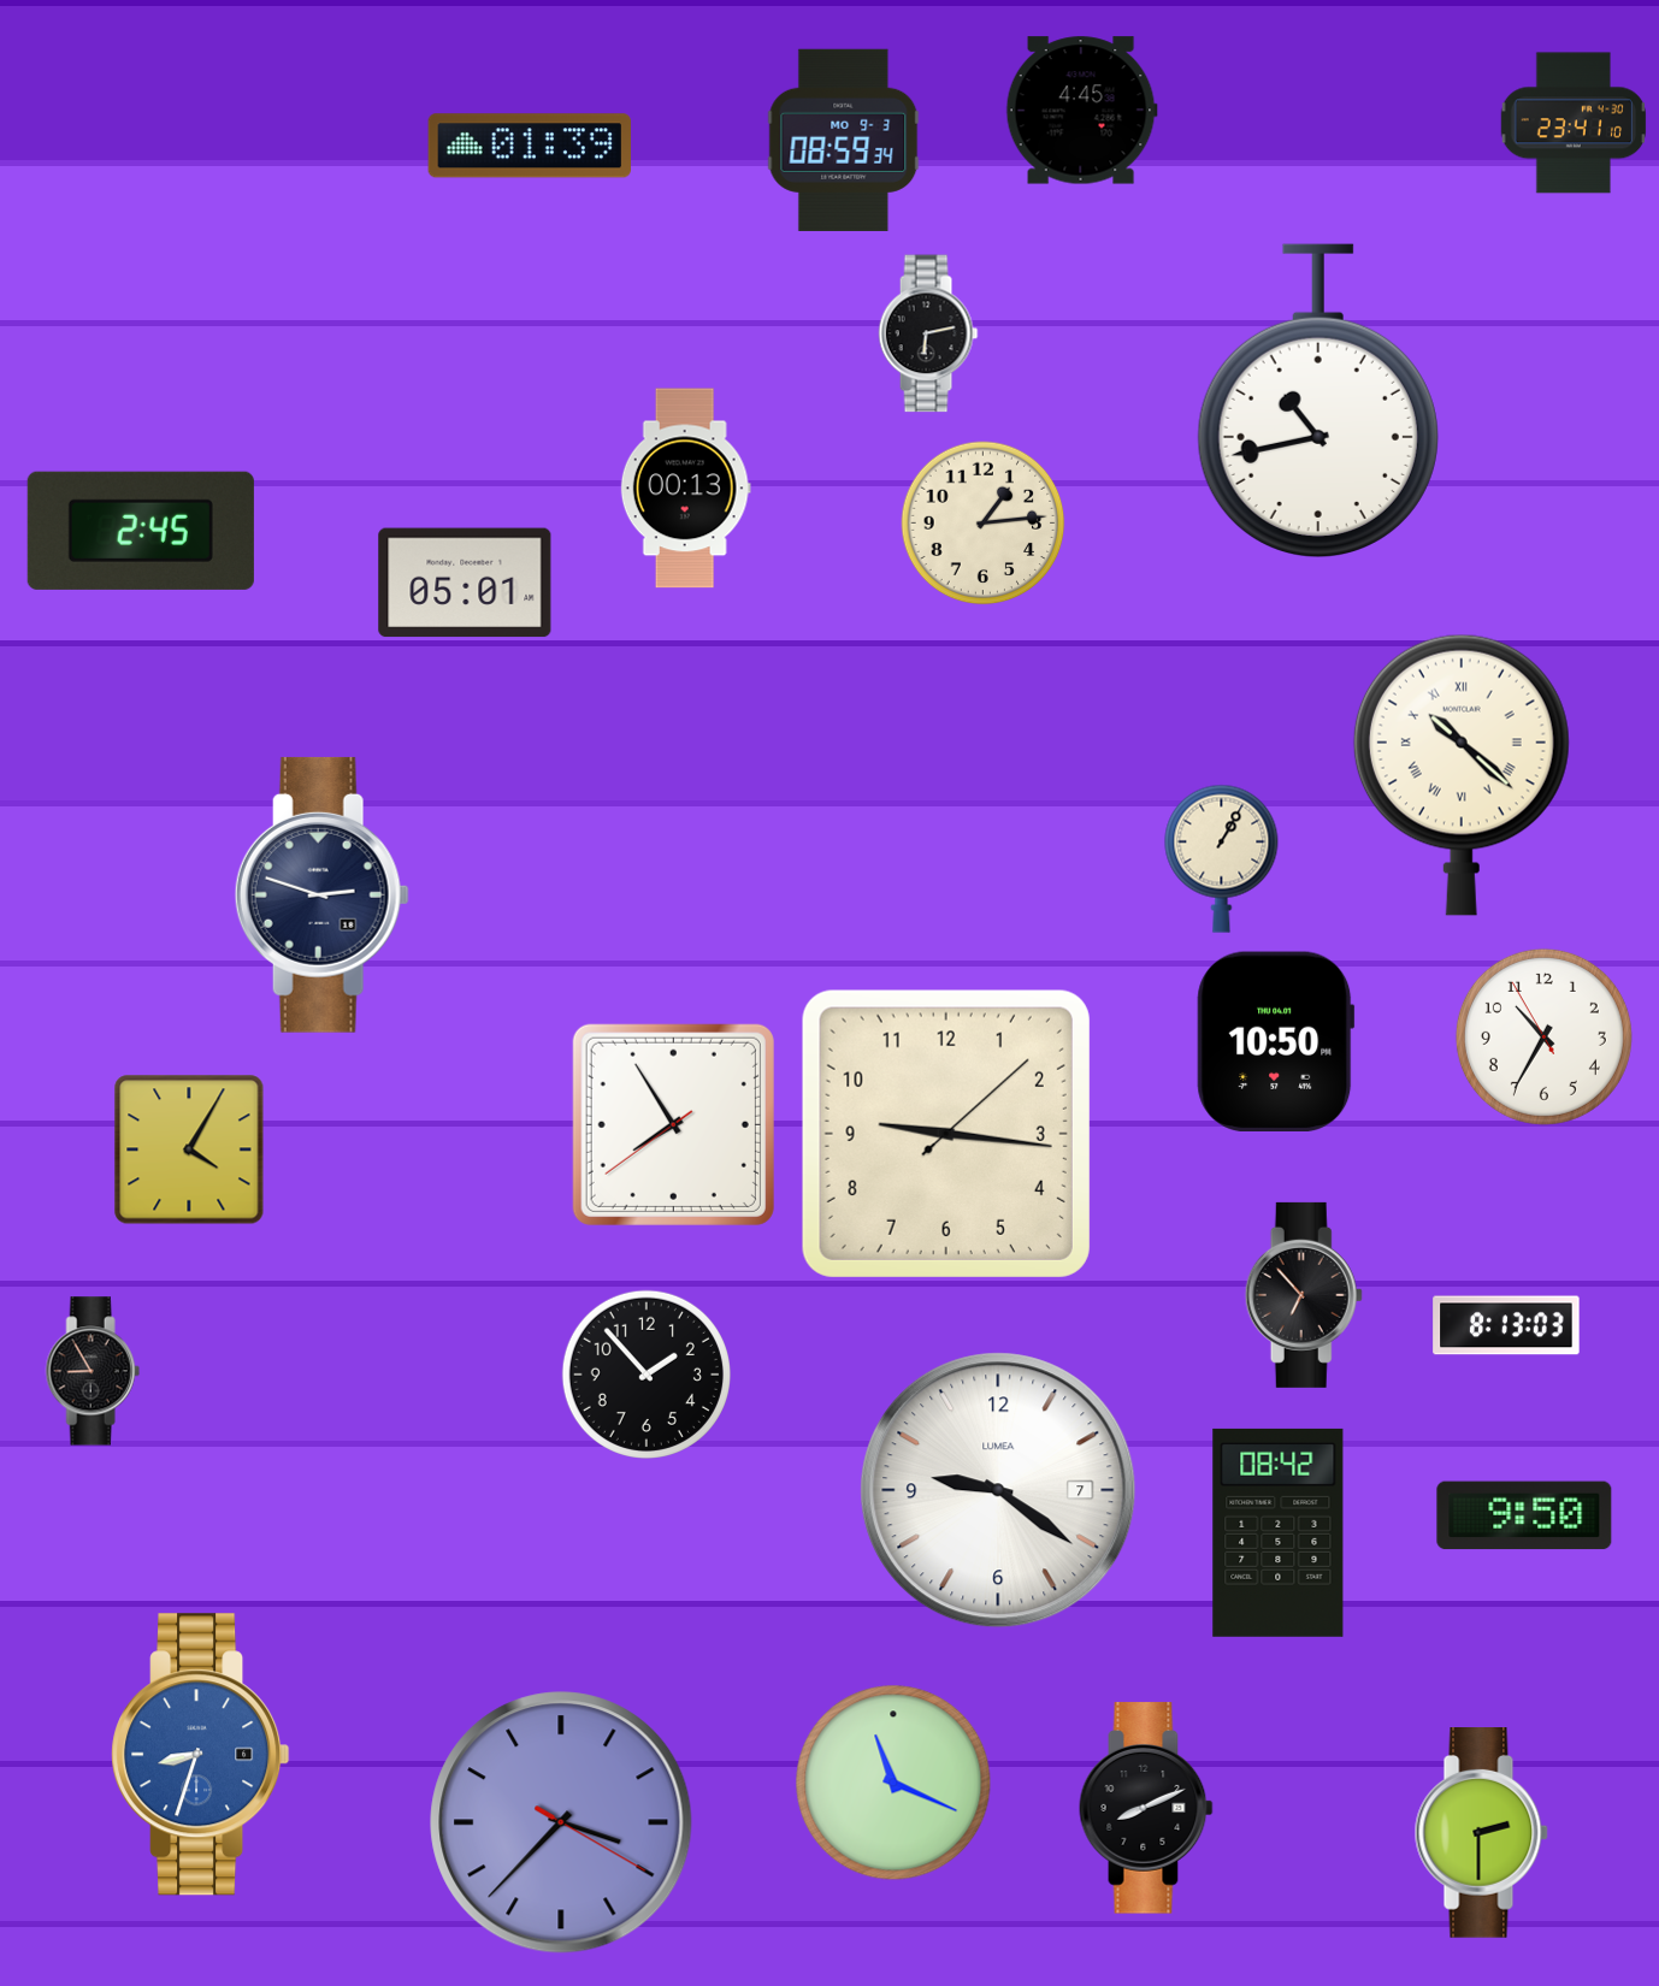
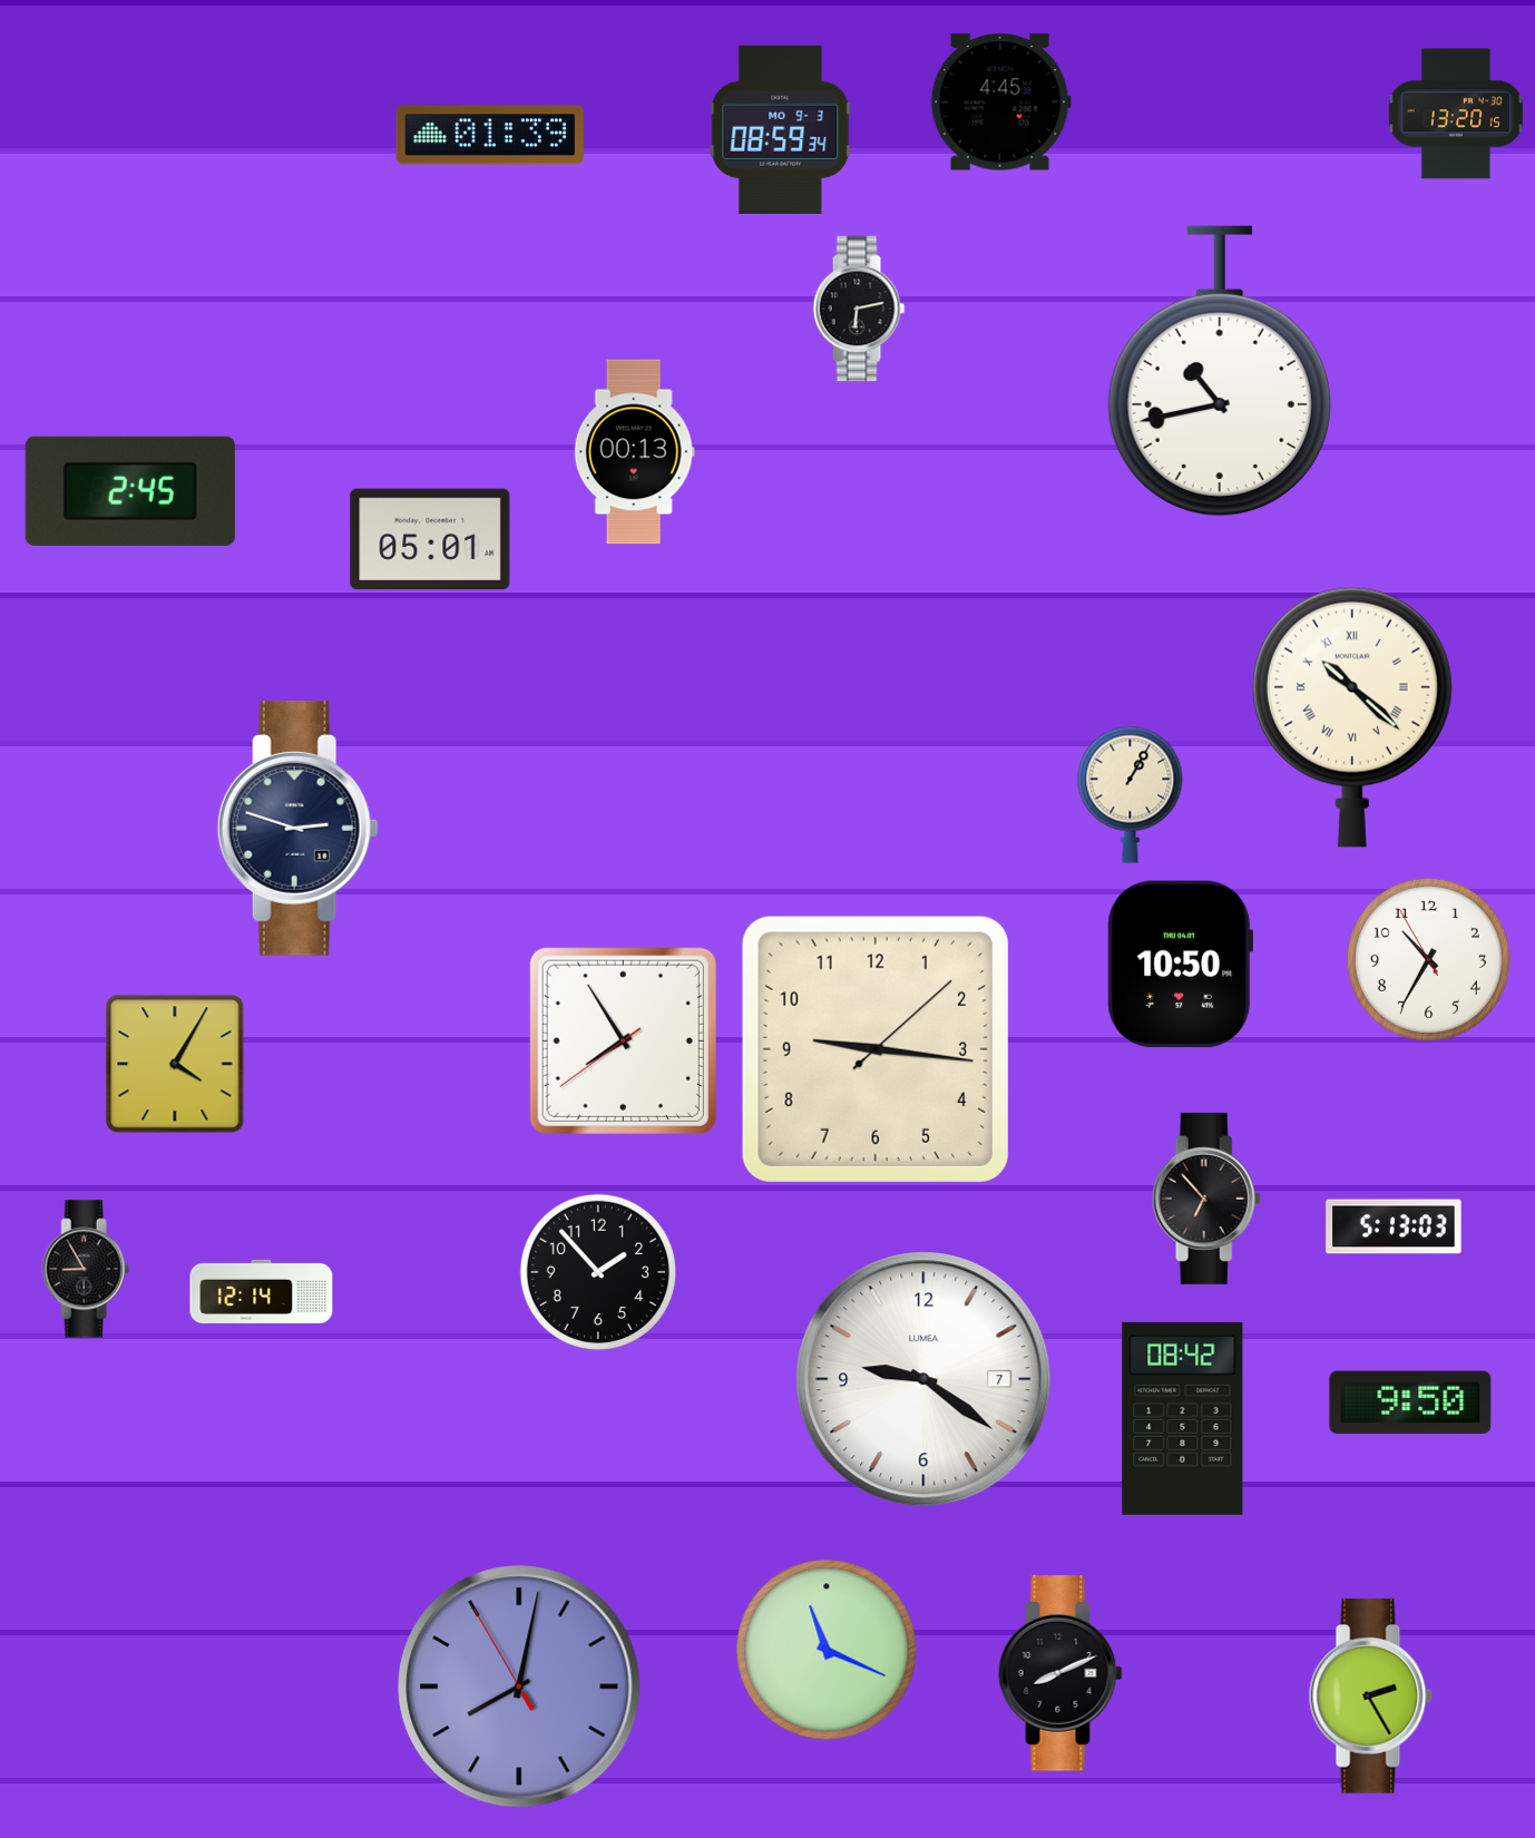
clock at (1572, 123): 23:41 -> 13:20
clock at (984, 524): 1:14 -> none
clock at (1506, 1325): 8:13 -> 5:13
clock at (262, 1291): none -> 12:14
clock at (201, 1755): 8:33 -> none
clock at (561, 1822): 3:37 -> 8:01
clock at (1481, 1833): 2:30 -> 2:25
